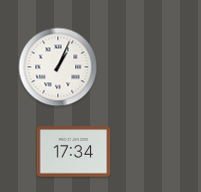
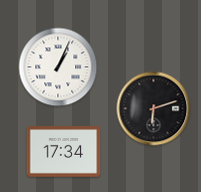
clock at (154, 109): none -> 6:12
clock at (74, 152) position: (74, 152) -> (64, 152)
